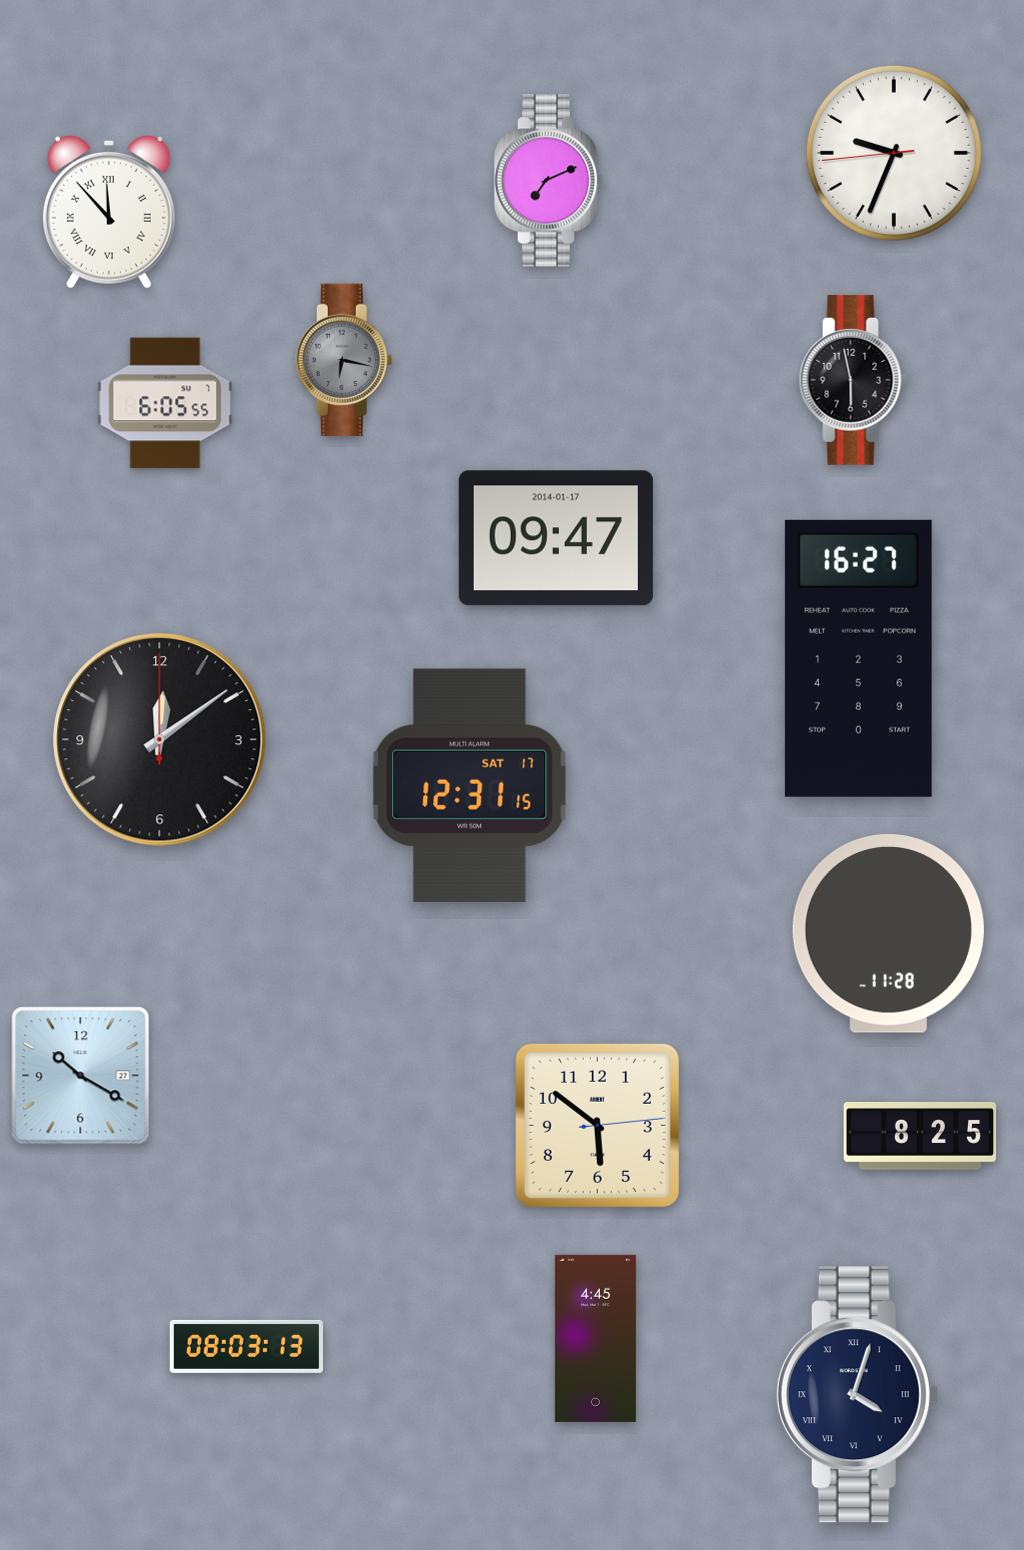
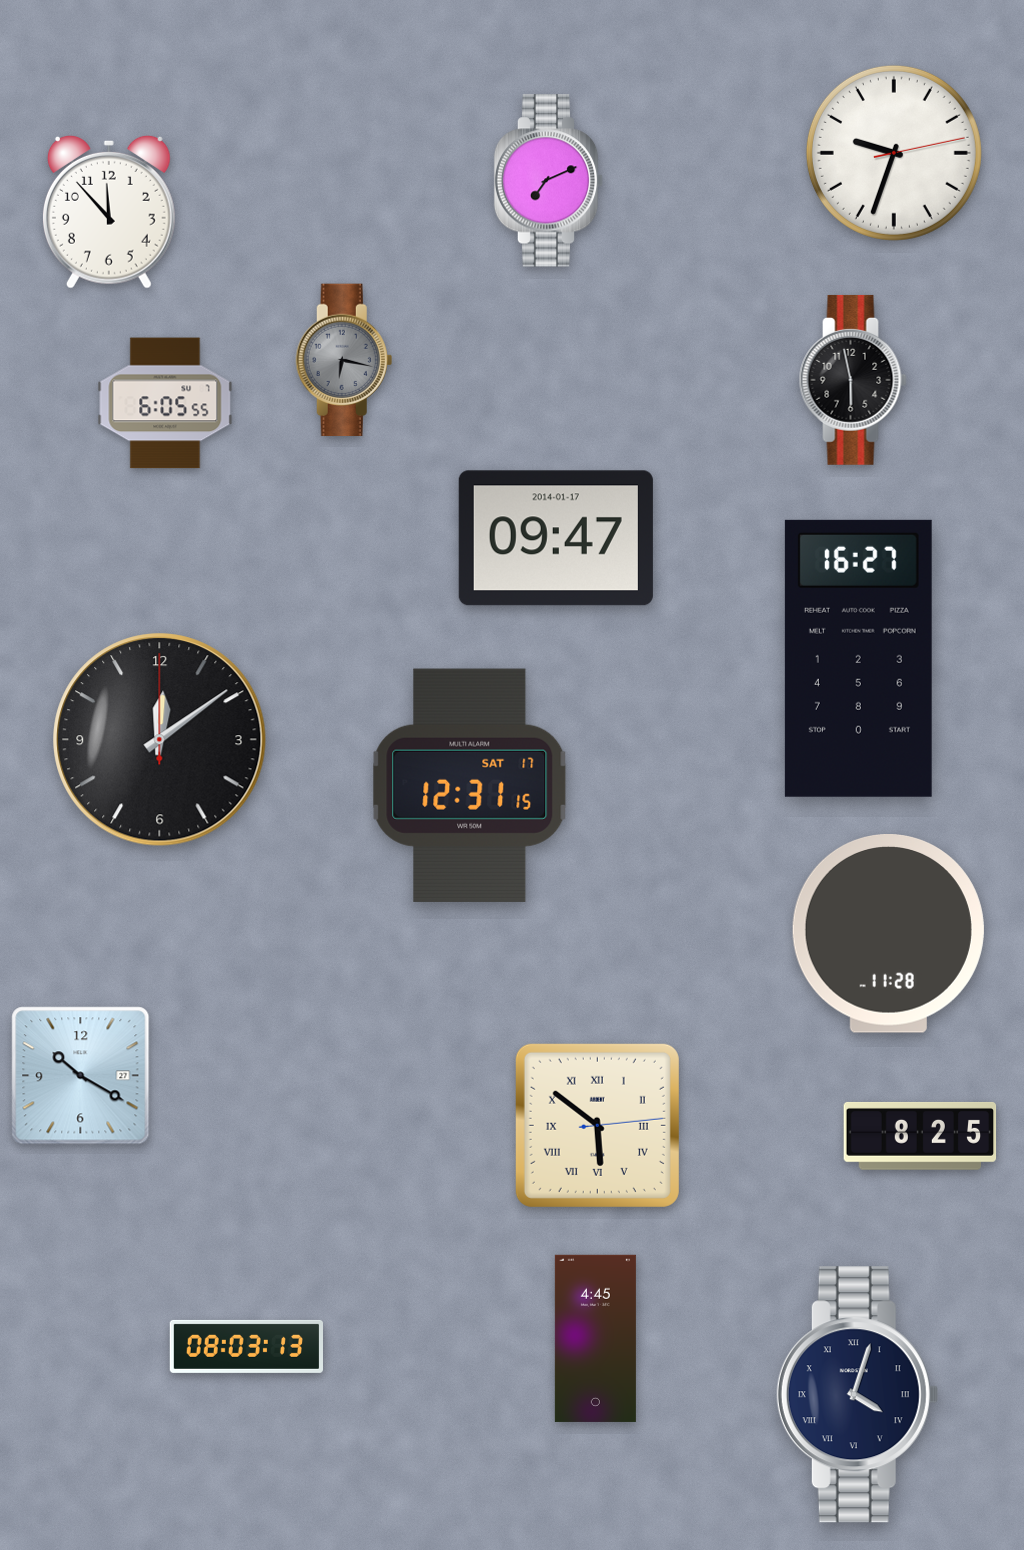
clock at (894, 153): 9:33:44 -> 9:33:13
clock at (109, 212) numerals: Roman -> Arabic
clock at (597, 1125) numerals: Arabic -> Roman
